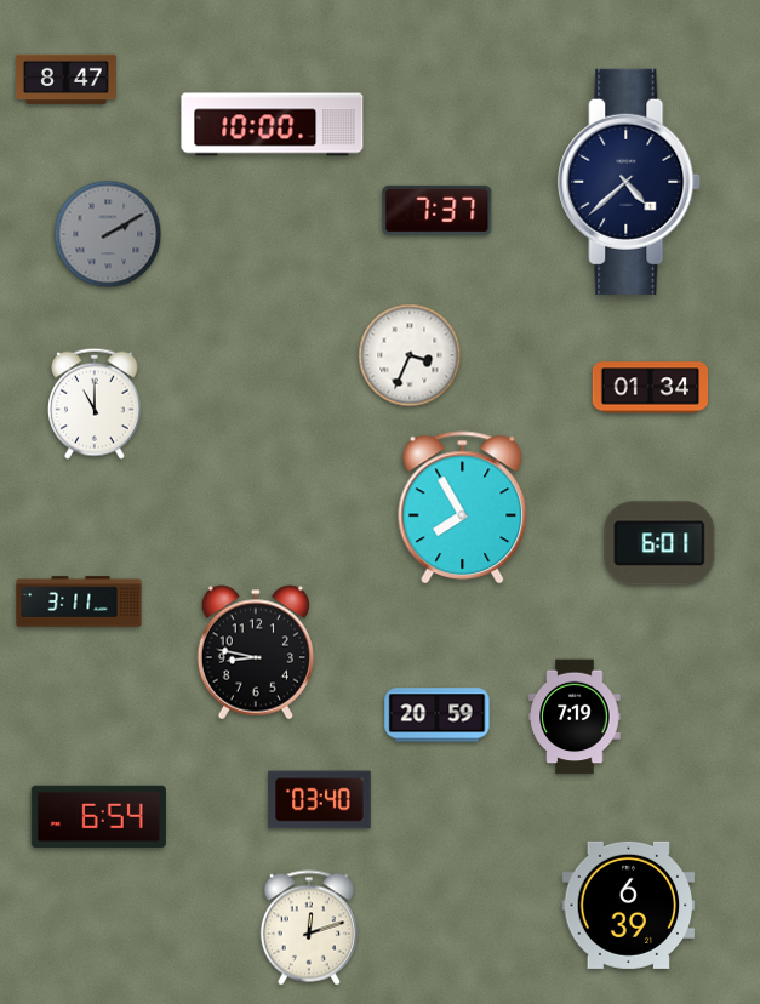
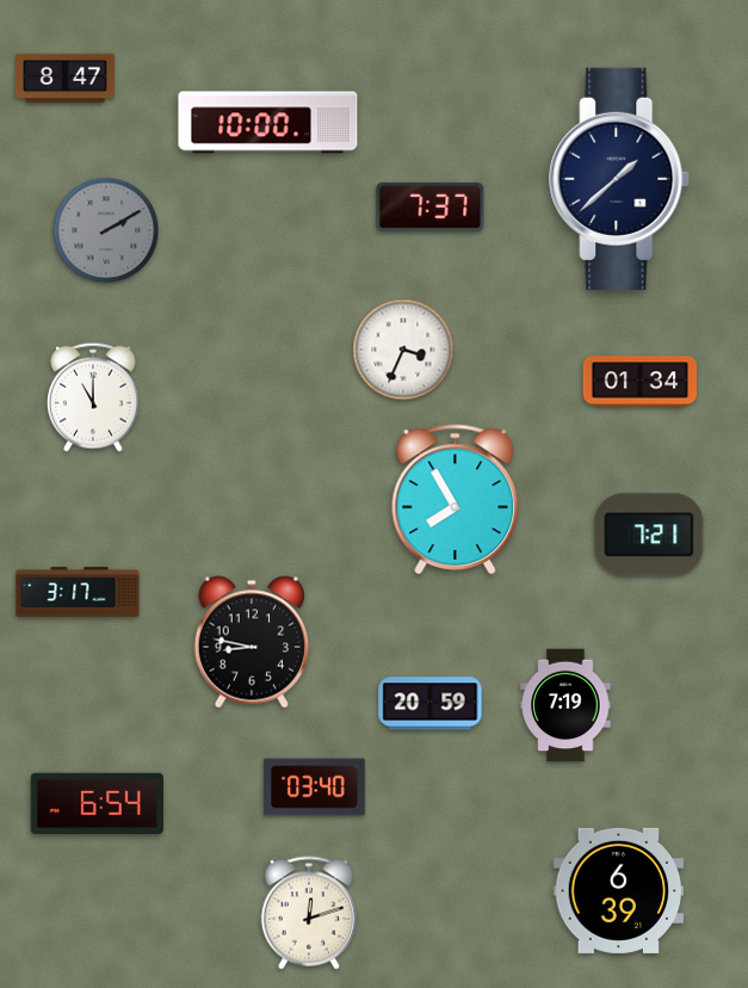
clock at (630, 182): 4:38 -> 1:38
clock at (659, 543): 6:01 -> 7:21
clock at (79, 601): 3:11 -> 3:17
clock at (309, 928) position: (309, 928) -> (309, 913)
